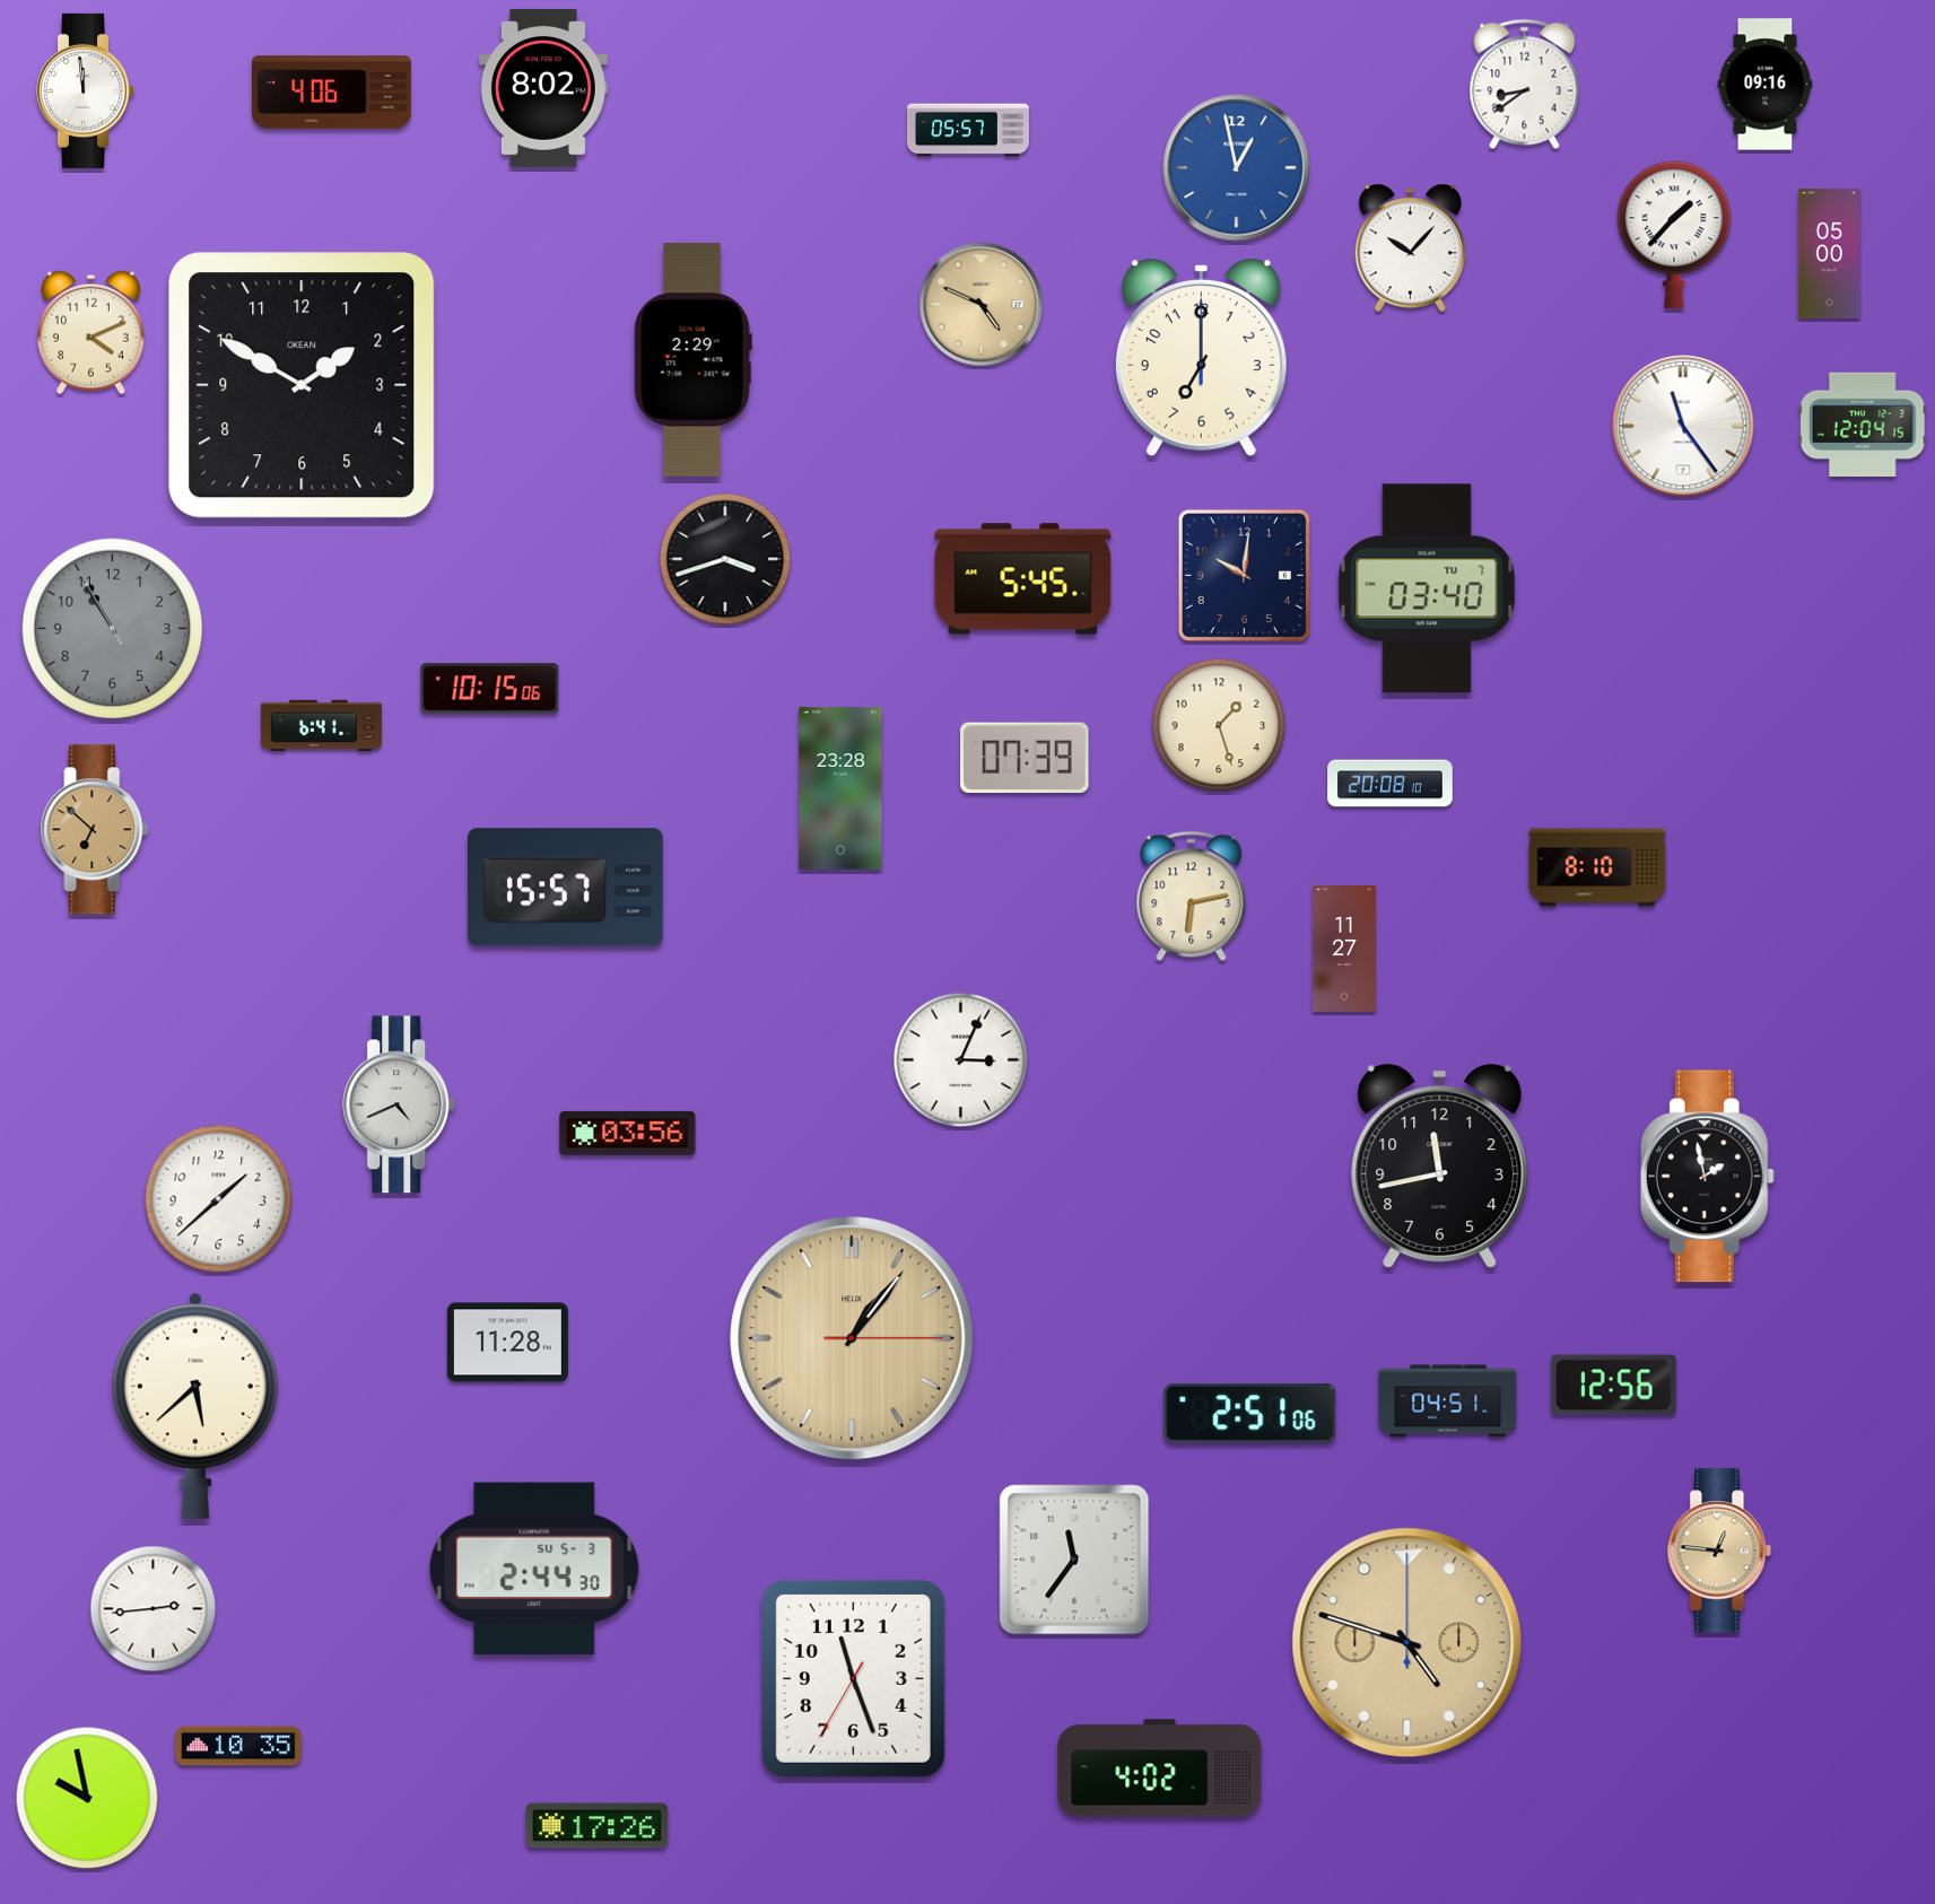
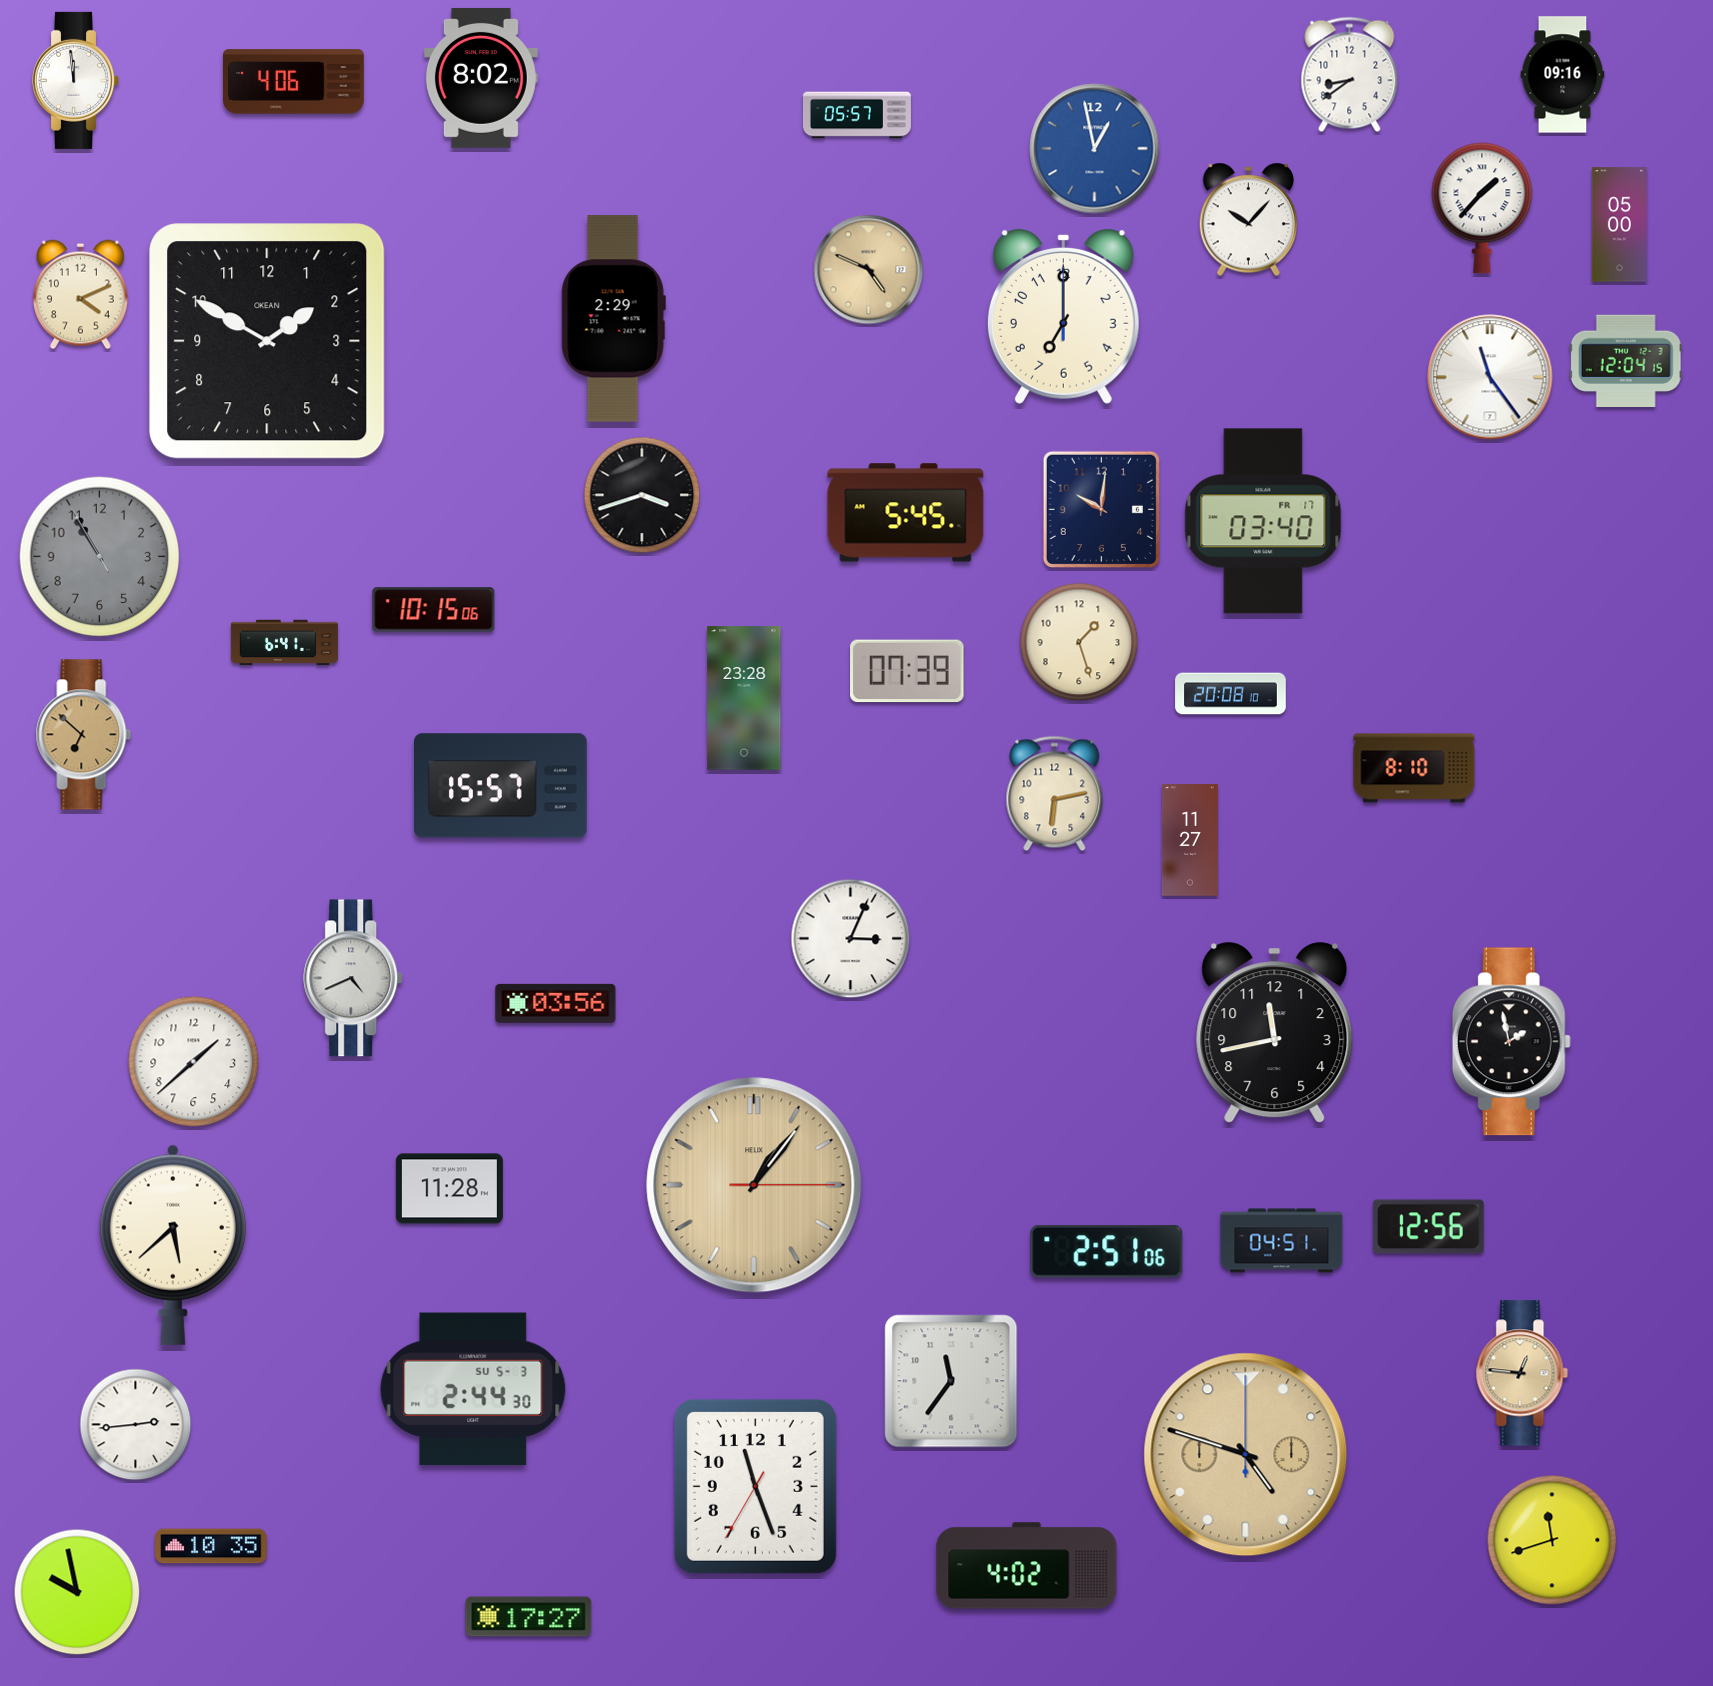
clock at (1863, 425) position: (1863, 425) -> (1626, 361)
clock at (1427, 588) date: TU 7 -> FR 17
clock at (1552, 1540): none -> 11:42
clock at (598, 1826): 17:26 -> 17:27
